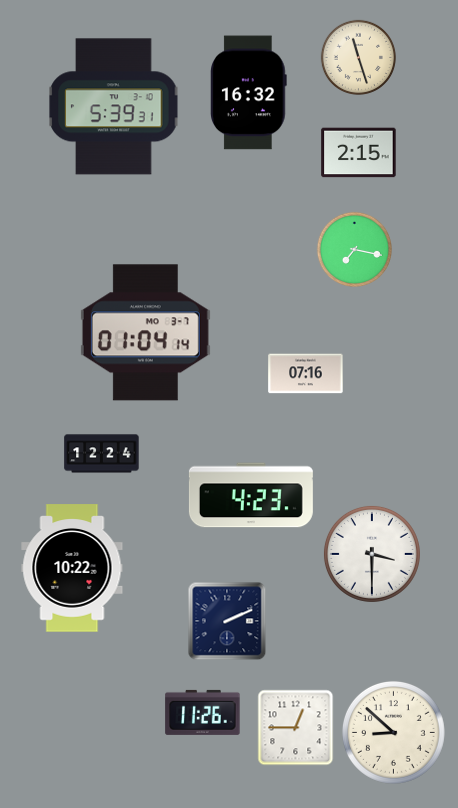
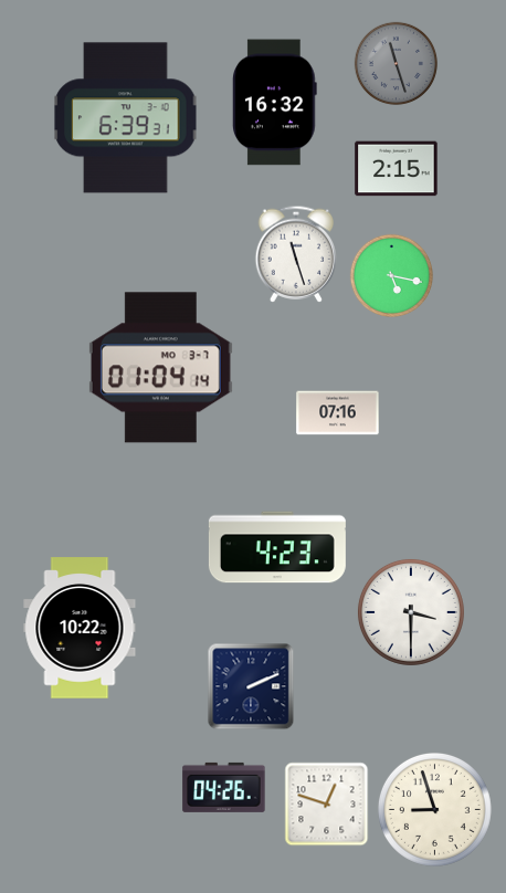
clock at (358, 57) dial: cream -> grey
clock at (114, 107): 5:39 -> 6:39
clock at (295, 254): none -> 11:27
clock at (354, 249): 7:17 -> 5:17
clock at (102, 454): 12:24 -> none
clock at (203, 712): 11:26 -> 04:26
clock at (296, 728): 12:45 -> 12:48
clock at (393, 732): 8:52 -> 8:57
